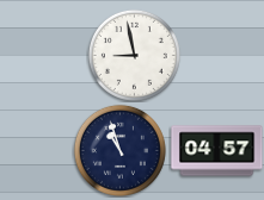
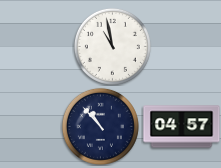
clock at (134, 55): 8:58 -> 10:58
clock at (119, 150): 10:57 -> 10:53
